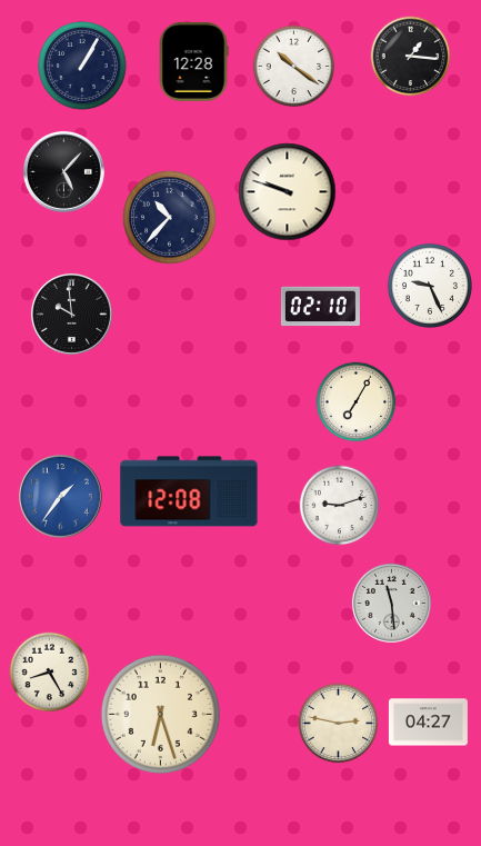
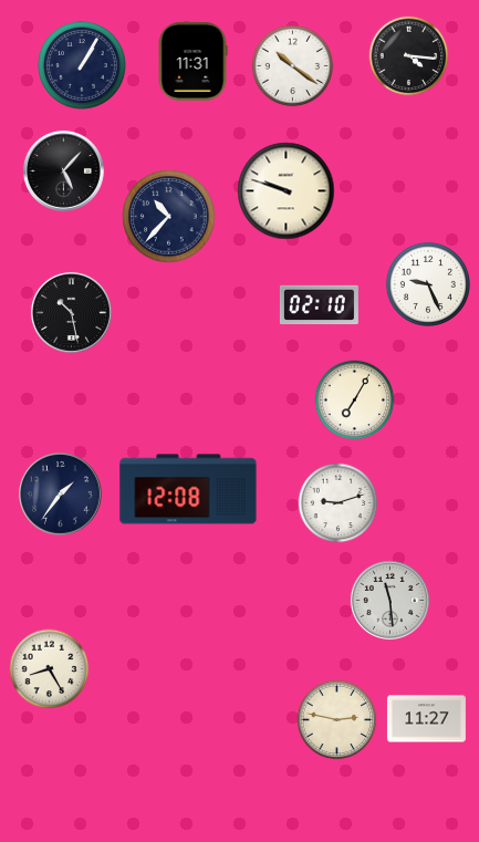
clock at (411, 57): 1:16 -> 4:16
clock at (193, 61): 12:28 -> 11:31
clock at (71, 313): 9:59 -> 10:28
clock at (61, 497) dial: blue -> navy
clock at (160, 714): 6:27 -> none
clock at (428, 723): 04:27 -> 11:27
